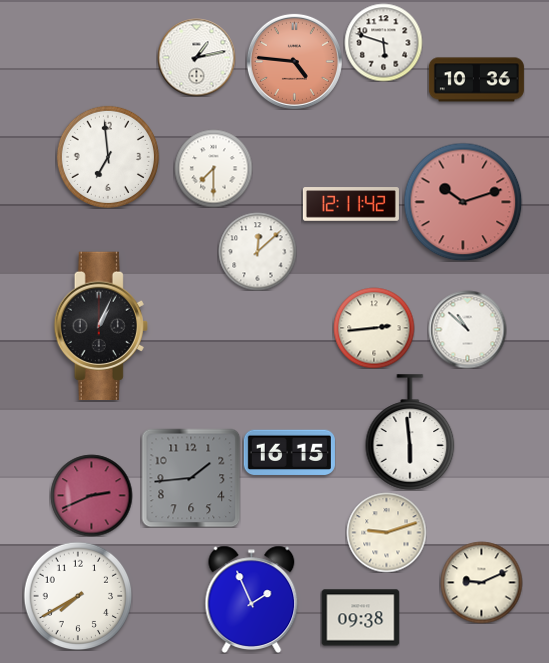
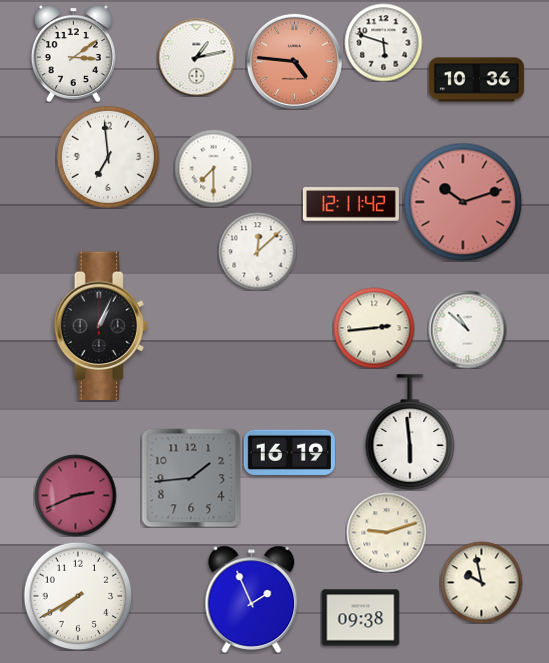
clock at (73, 53): none -> 3:09
clock at (289, 453): 16:15 -> 16:19
clock at (91, 495) position: (91, 495) -> (75, 495)
clock at (481, 582): 9:11 -> 9:58
